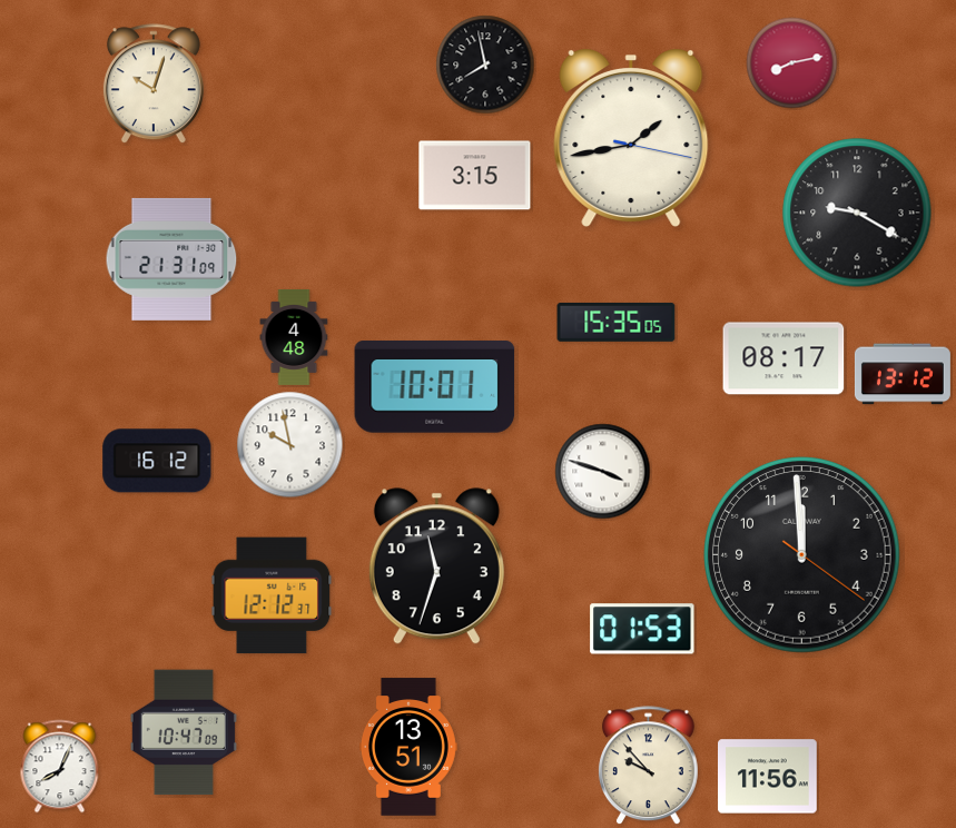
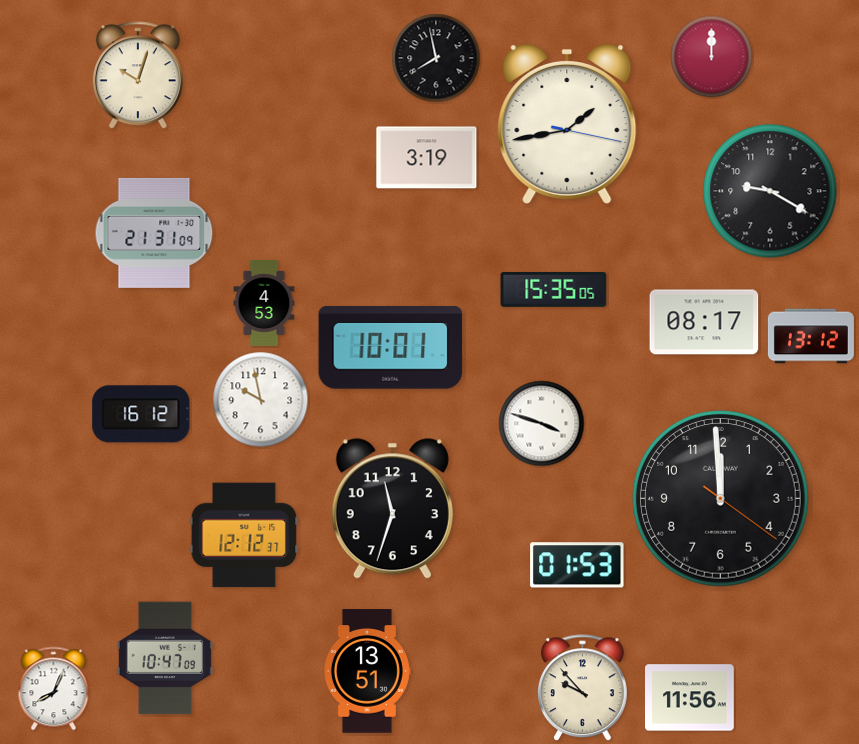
clock at (792, 63): 8:13 -> 12:00
clock at (475, 176): 3:15 -> 3:19
clock at (294, 337): 4:48 -> 4:53
